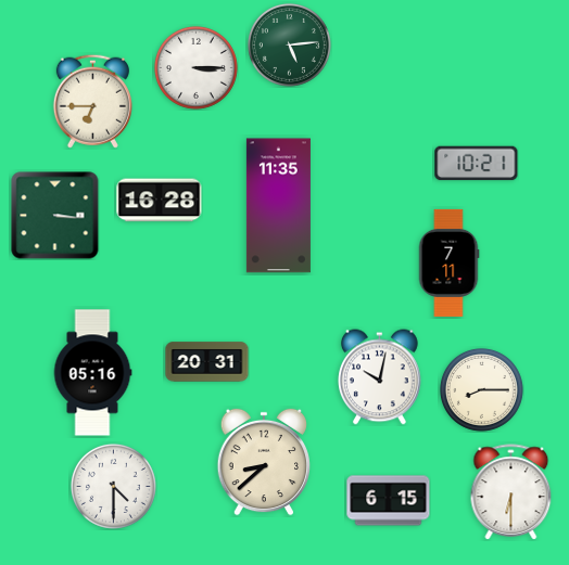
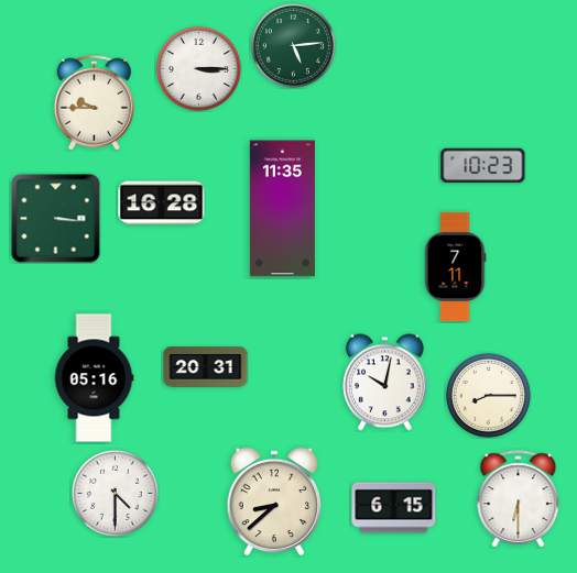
clock at (92, 101): 6:45 -> 9:45
clock at (477, 164): 10:21 -> 10:23
clock at (207, 362) position: (207, 362) -> (206, 367)
clock at (264, 462) position: (264, 462) -> (274, 502)
